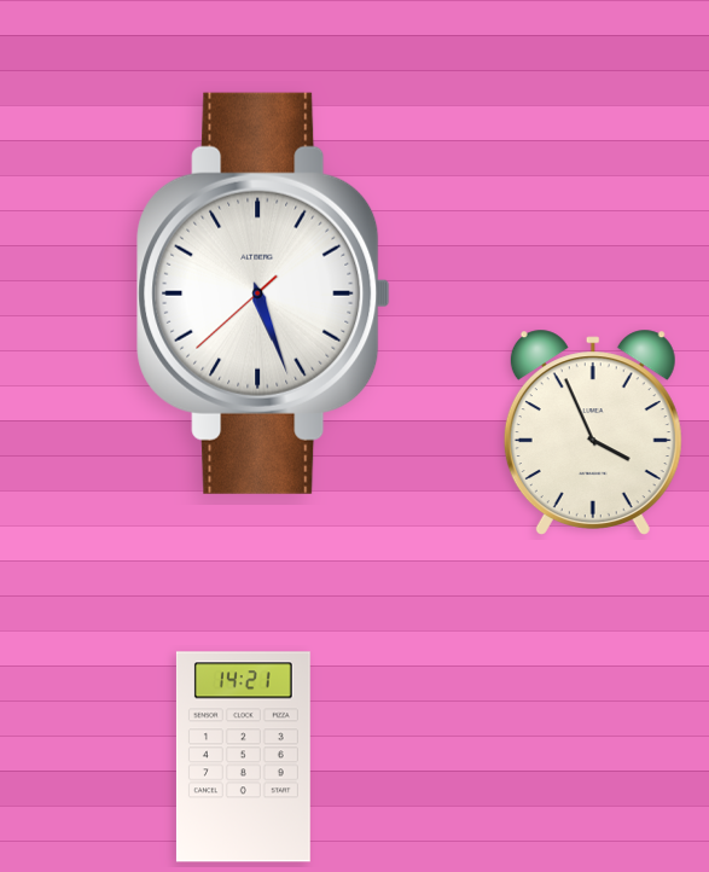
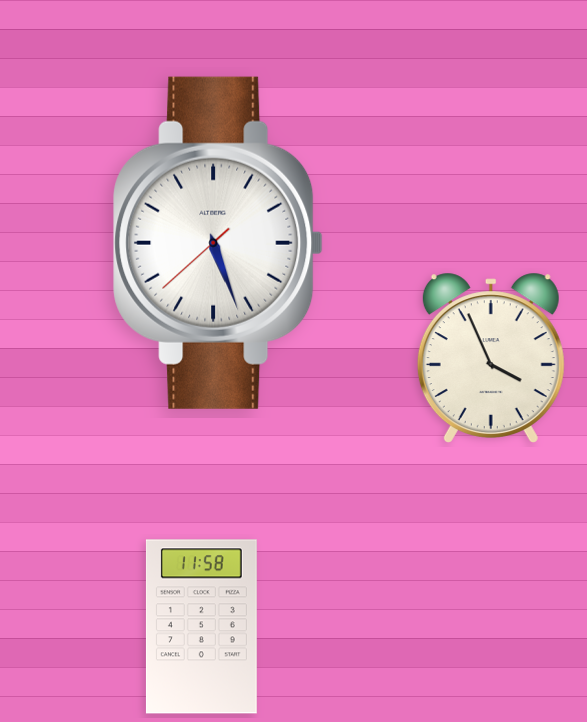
clock at (243, 757): 14:21 -> 11:58
